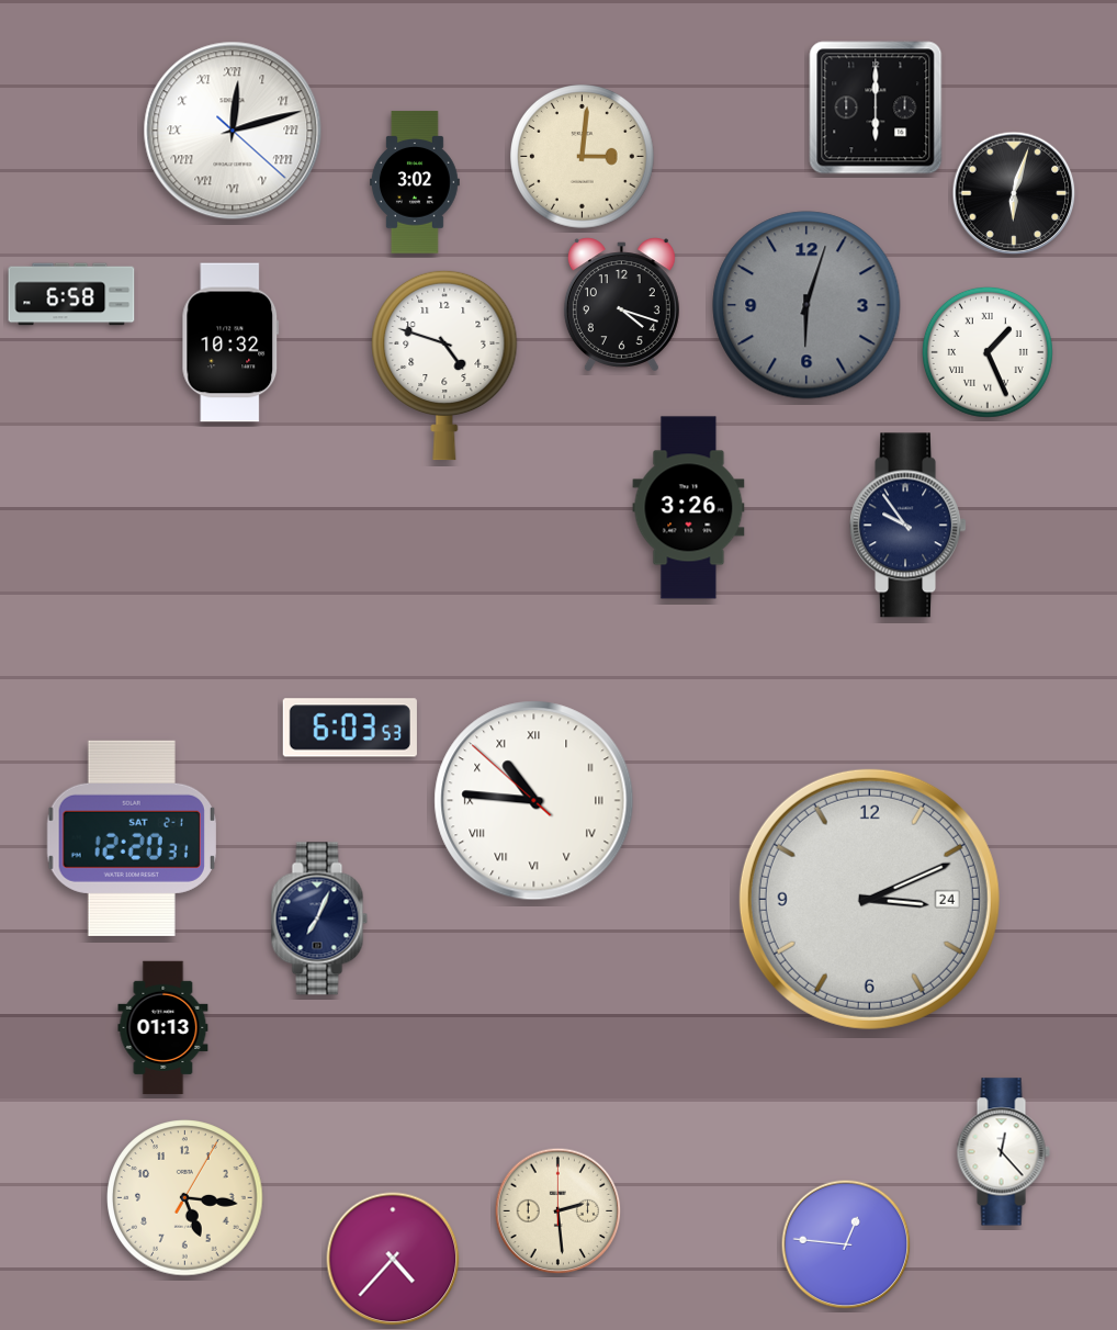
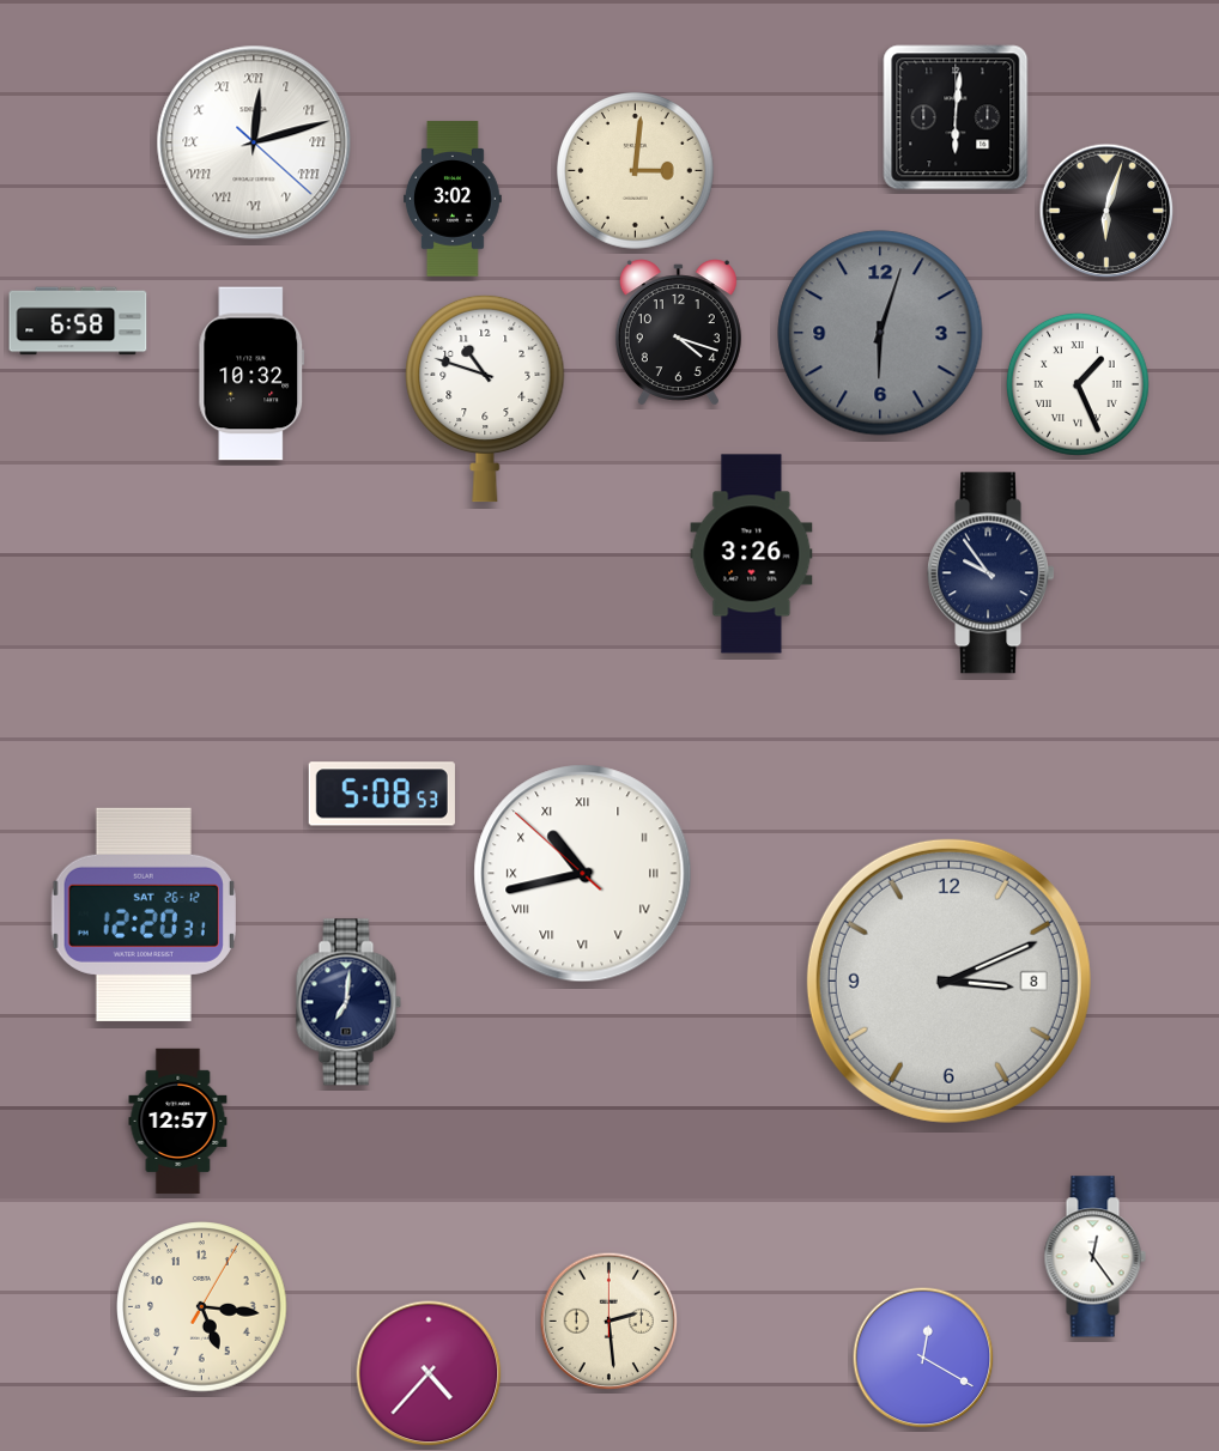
clock at (876, 108): 6:00 -> 6:01
clock at (444, 365): 4:48 -> 10:48
clock at (350, 728): 6:03 -> 5:08
clock at (534, 801): 10:45 -> 10:42
clock at (132, 838) date: SAT 2-1 -> SAT 26-12
clock at (869, 899) date: 24 -> 8
clock at (319, 918): 7:04 -> 7:01
clock at (163, 1028): 01:13 -> 12:57
clock at (1003, 1152): 12:23 -> 12:24
clock at (846, 1244): 12:46 -> 12:20
